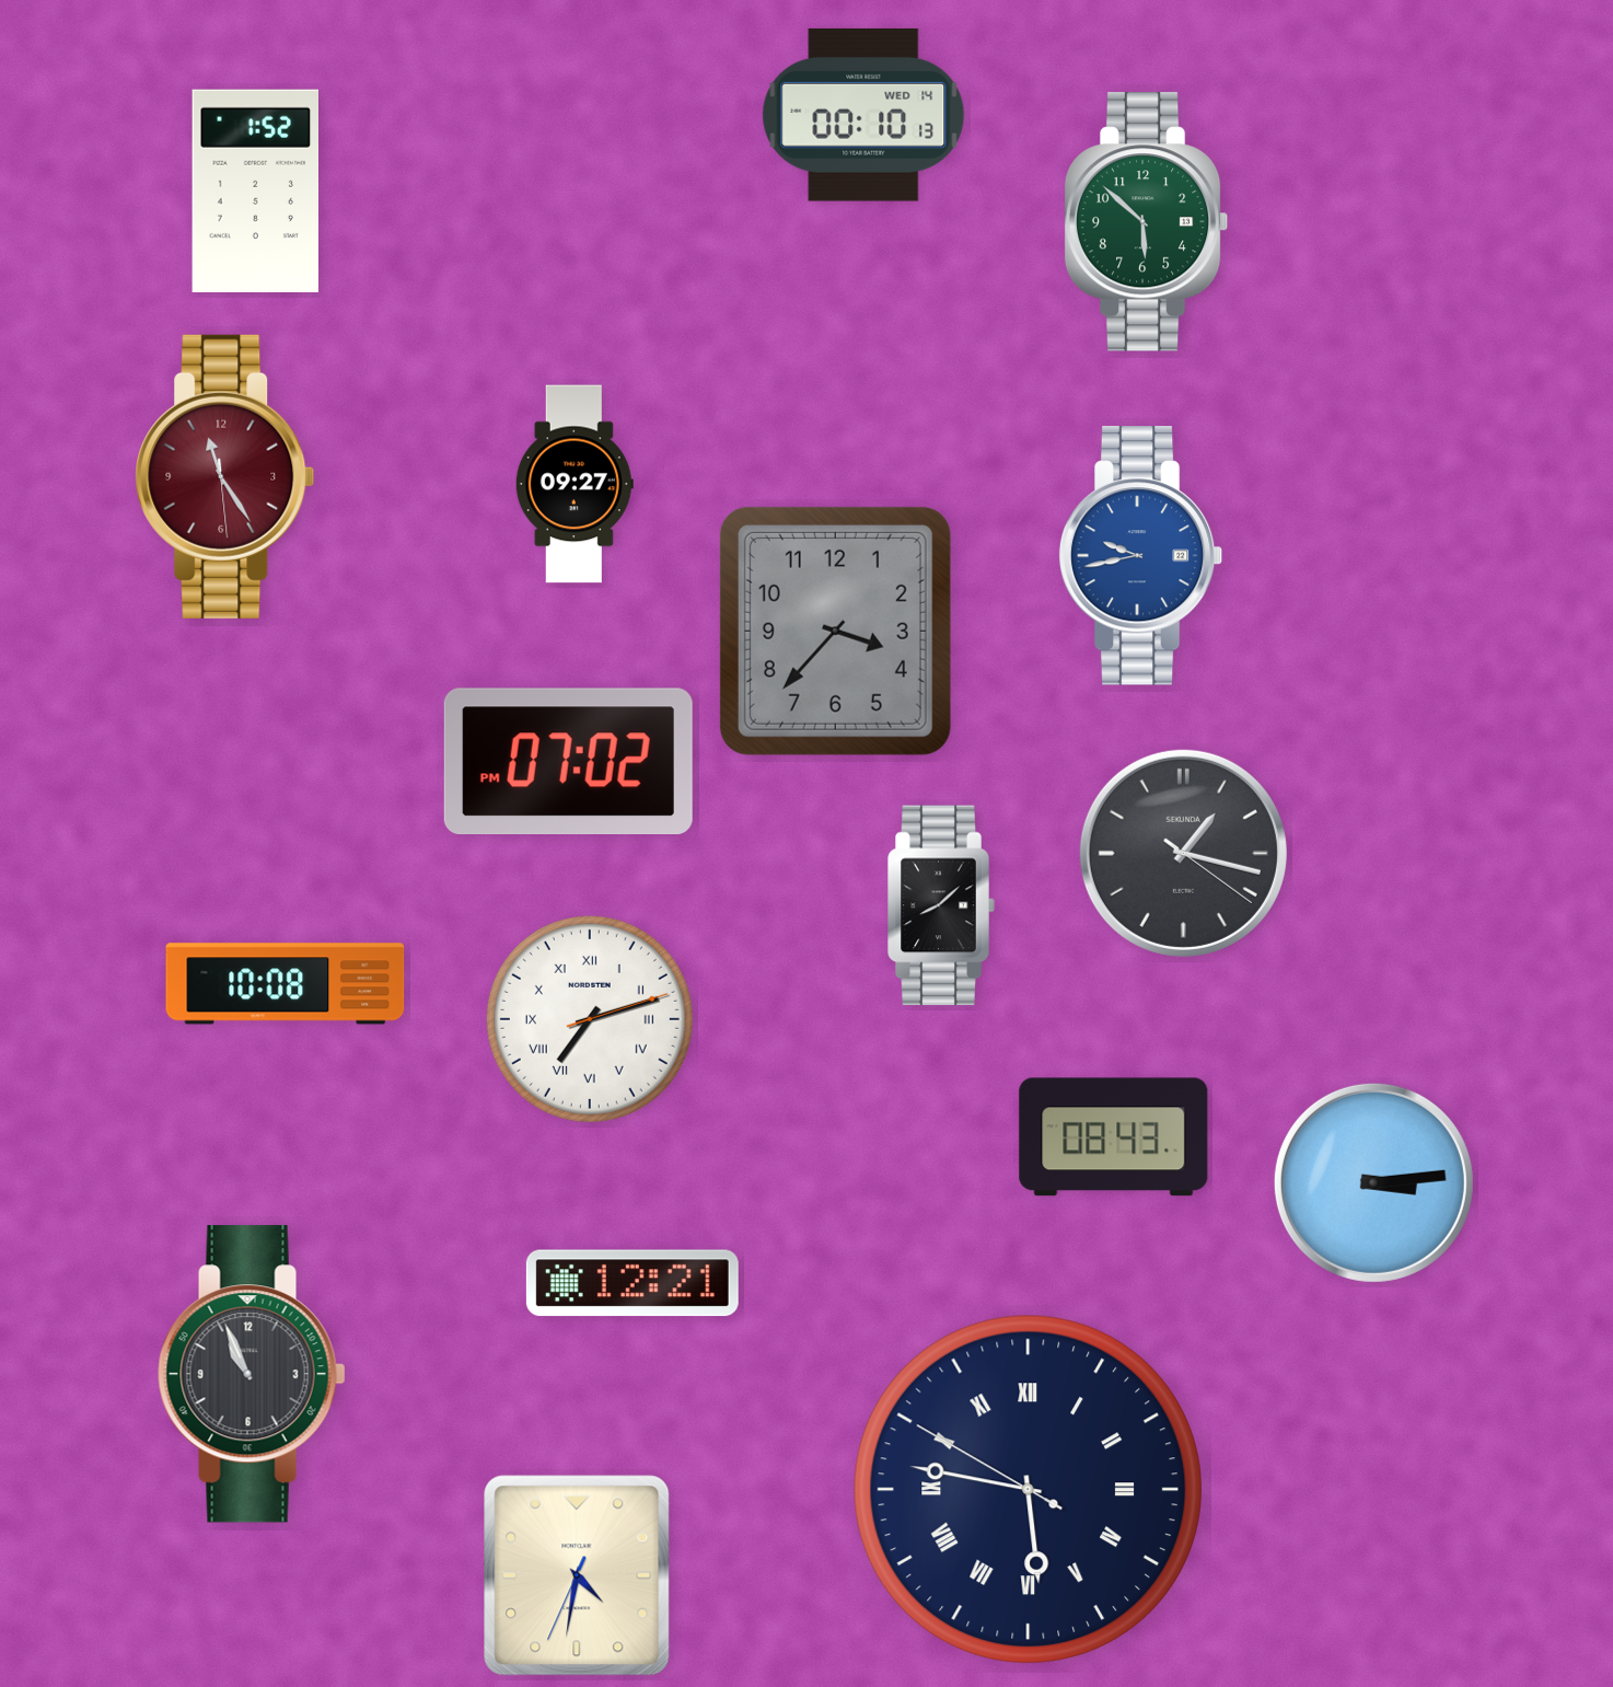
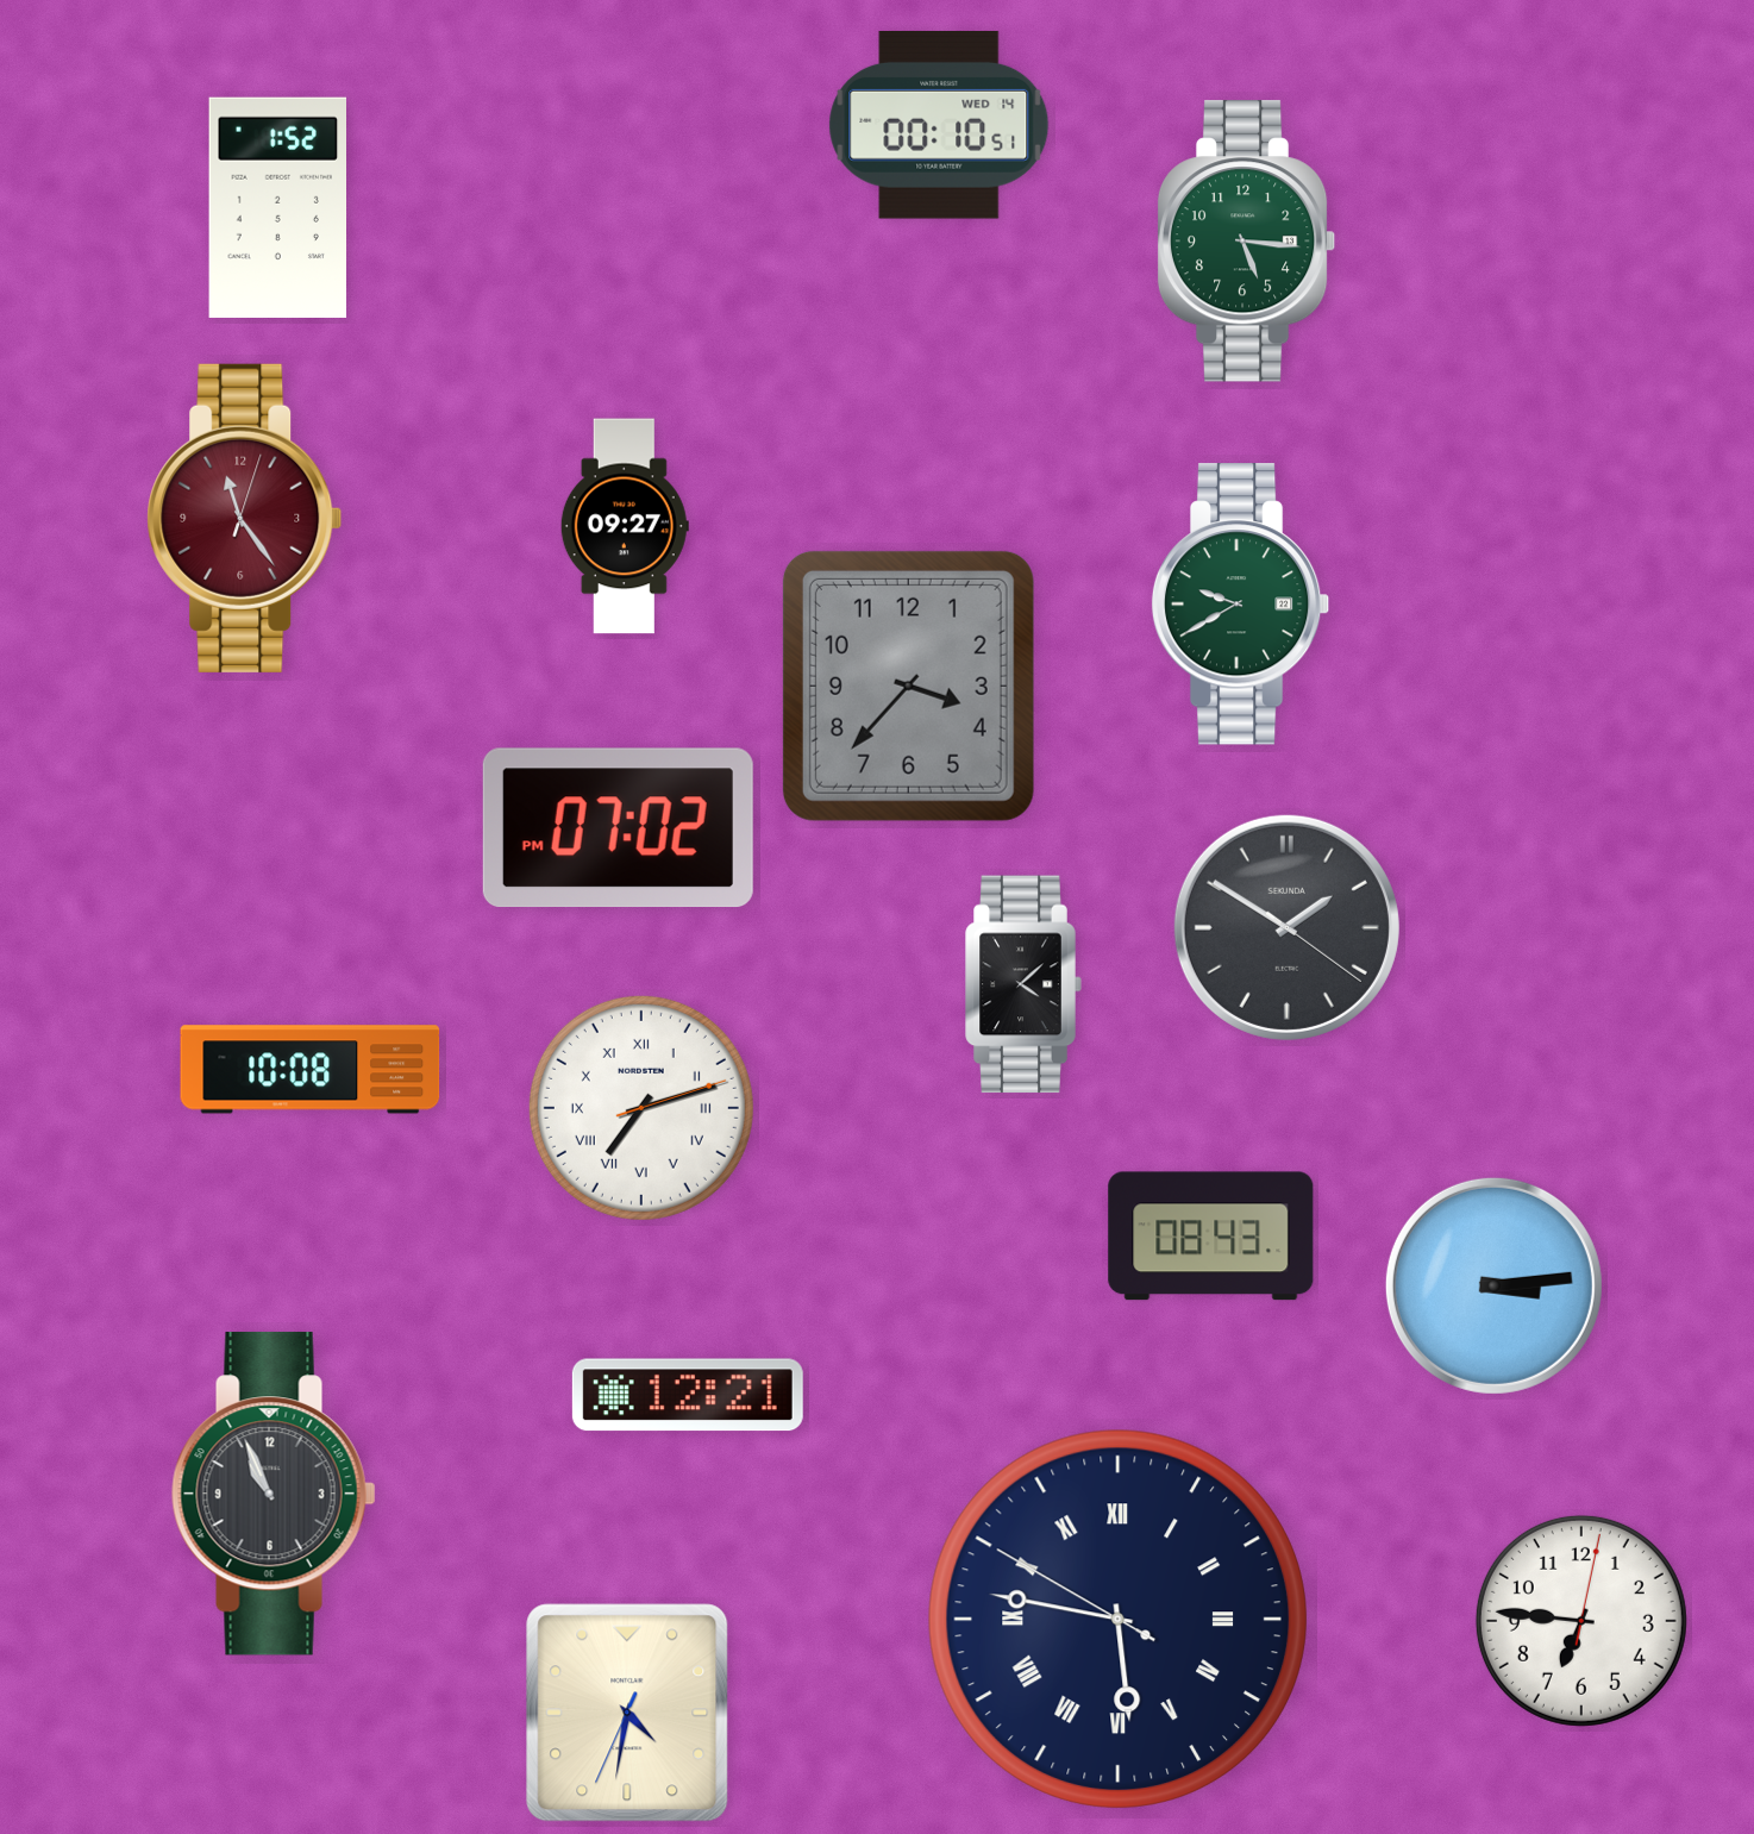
clock at (863, 115): 00:10:13 -> 00:10:51
clock at (1147, 222): 5:52 -> 5:16
clock at (225, 476): 11:24:29 -> 11:24:03
clock at (1141, 556): 9:43 -> 9:40
clock at (1141, 556) dial: blue -> green
clock at (1183, 853): 1:17 -> 1:50
clock at (941, 905): 8:08 -> 4:08
clock at (1581, 1621): none -> 6:46
